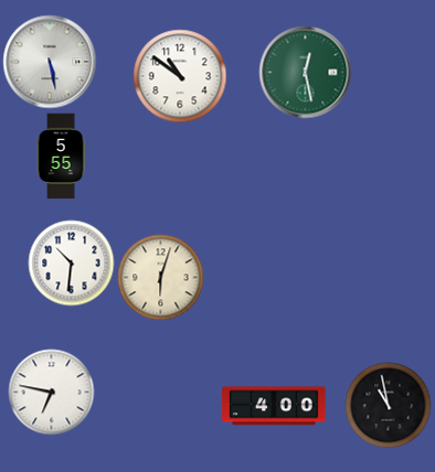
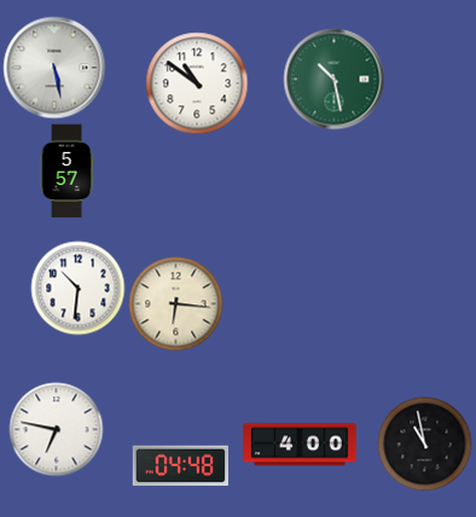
clock at (305, 72): 12:28 -> 10:28
clock at (61, 155): 5:55 -> 5:57
clock at (160, 277): 6:03 -> 6:16
clock at (180, 466): none -> 04:48
